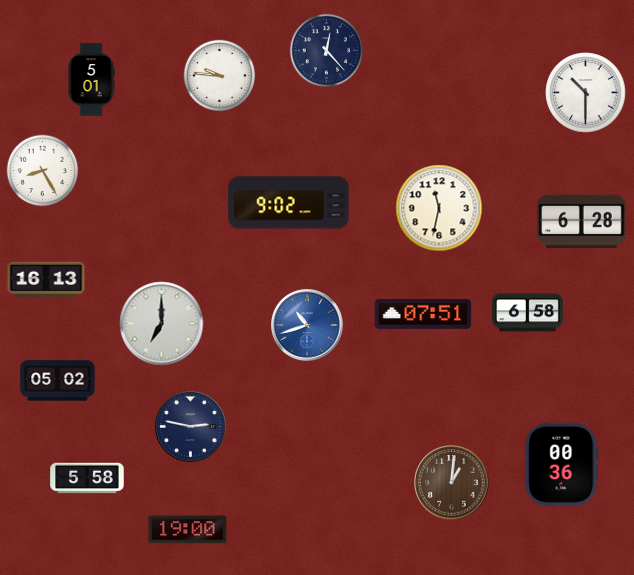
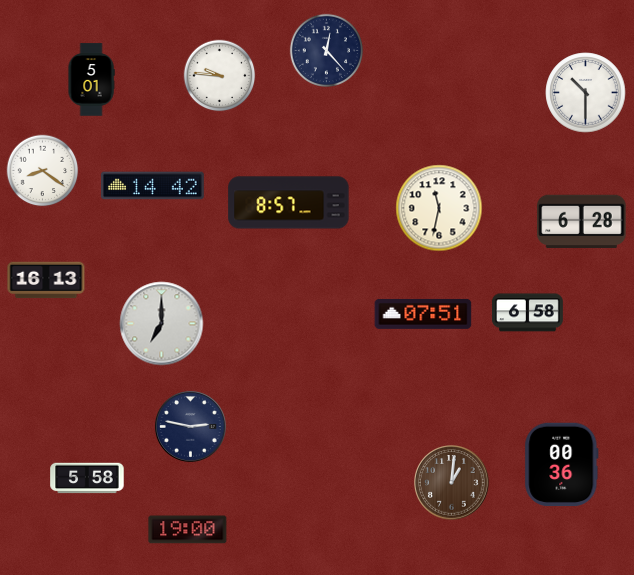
clock at (43, 171): 8:25 -> 8:21
clock at (153, 186): none -> 14:42
clock at (289, 203): 9:02 -> 8:57
clock at (308, 326): 10:42 -> none
clock at (58, 381): 05:02 -> none
